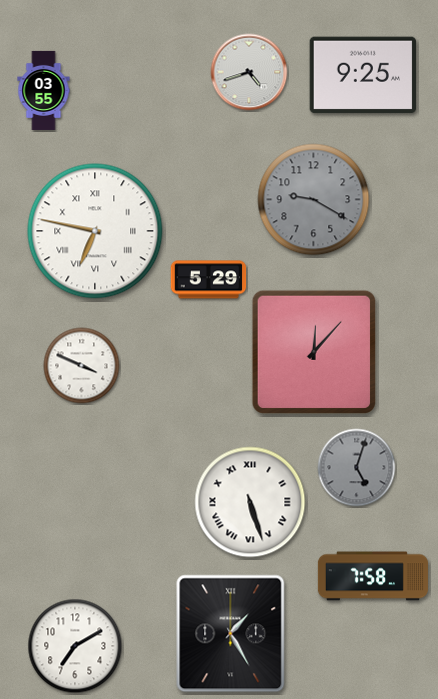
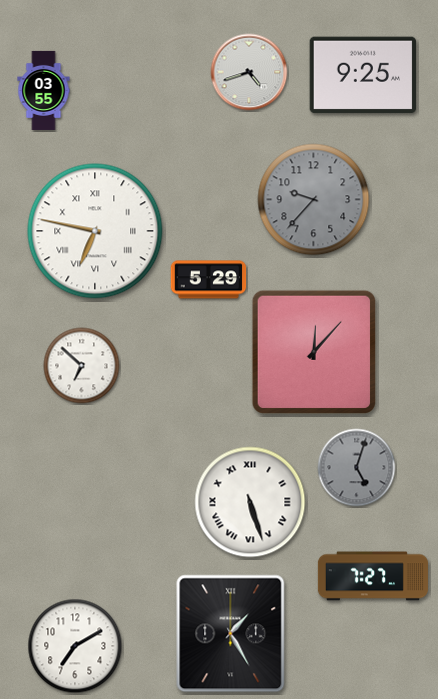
clock at (314, 200): 9:20 -> 9:37
clock at (82, 366): 3:49 -> 6:52
clock at (373, 576): 7:58 -> 7:27
